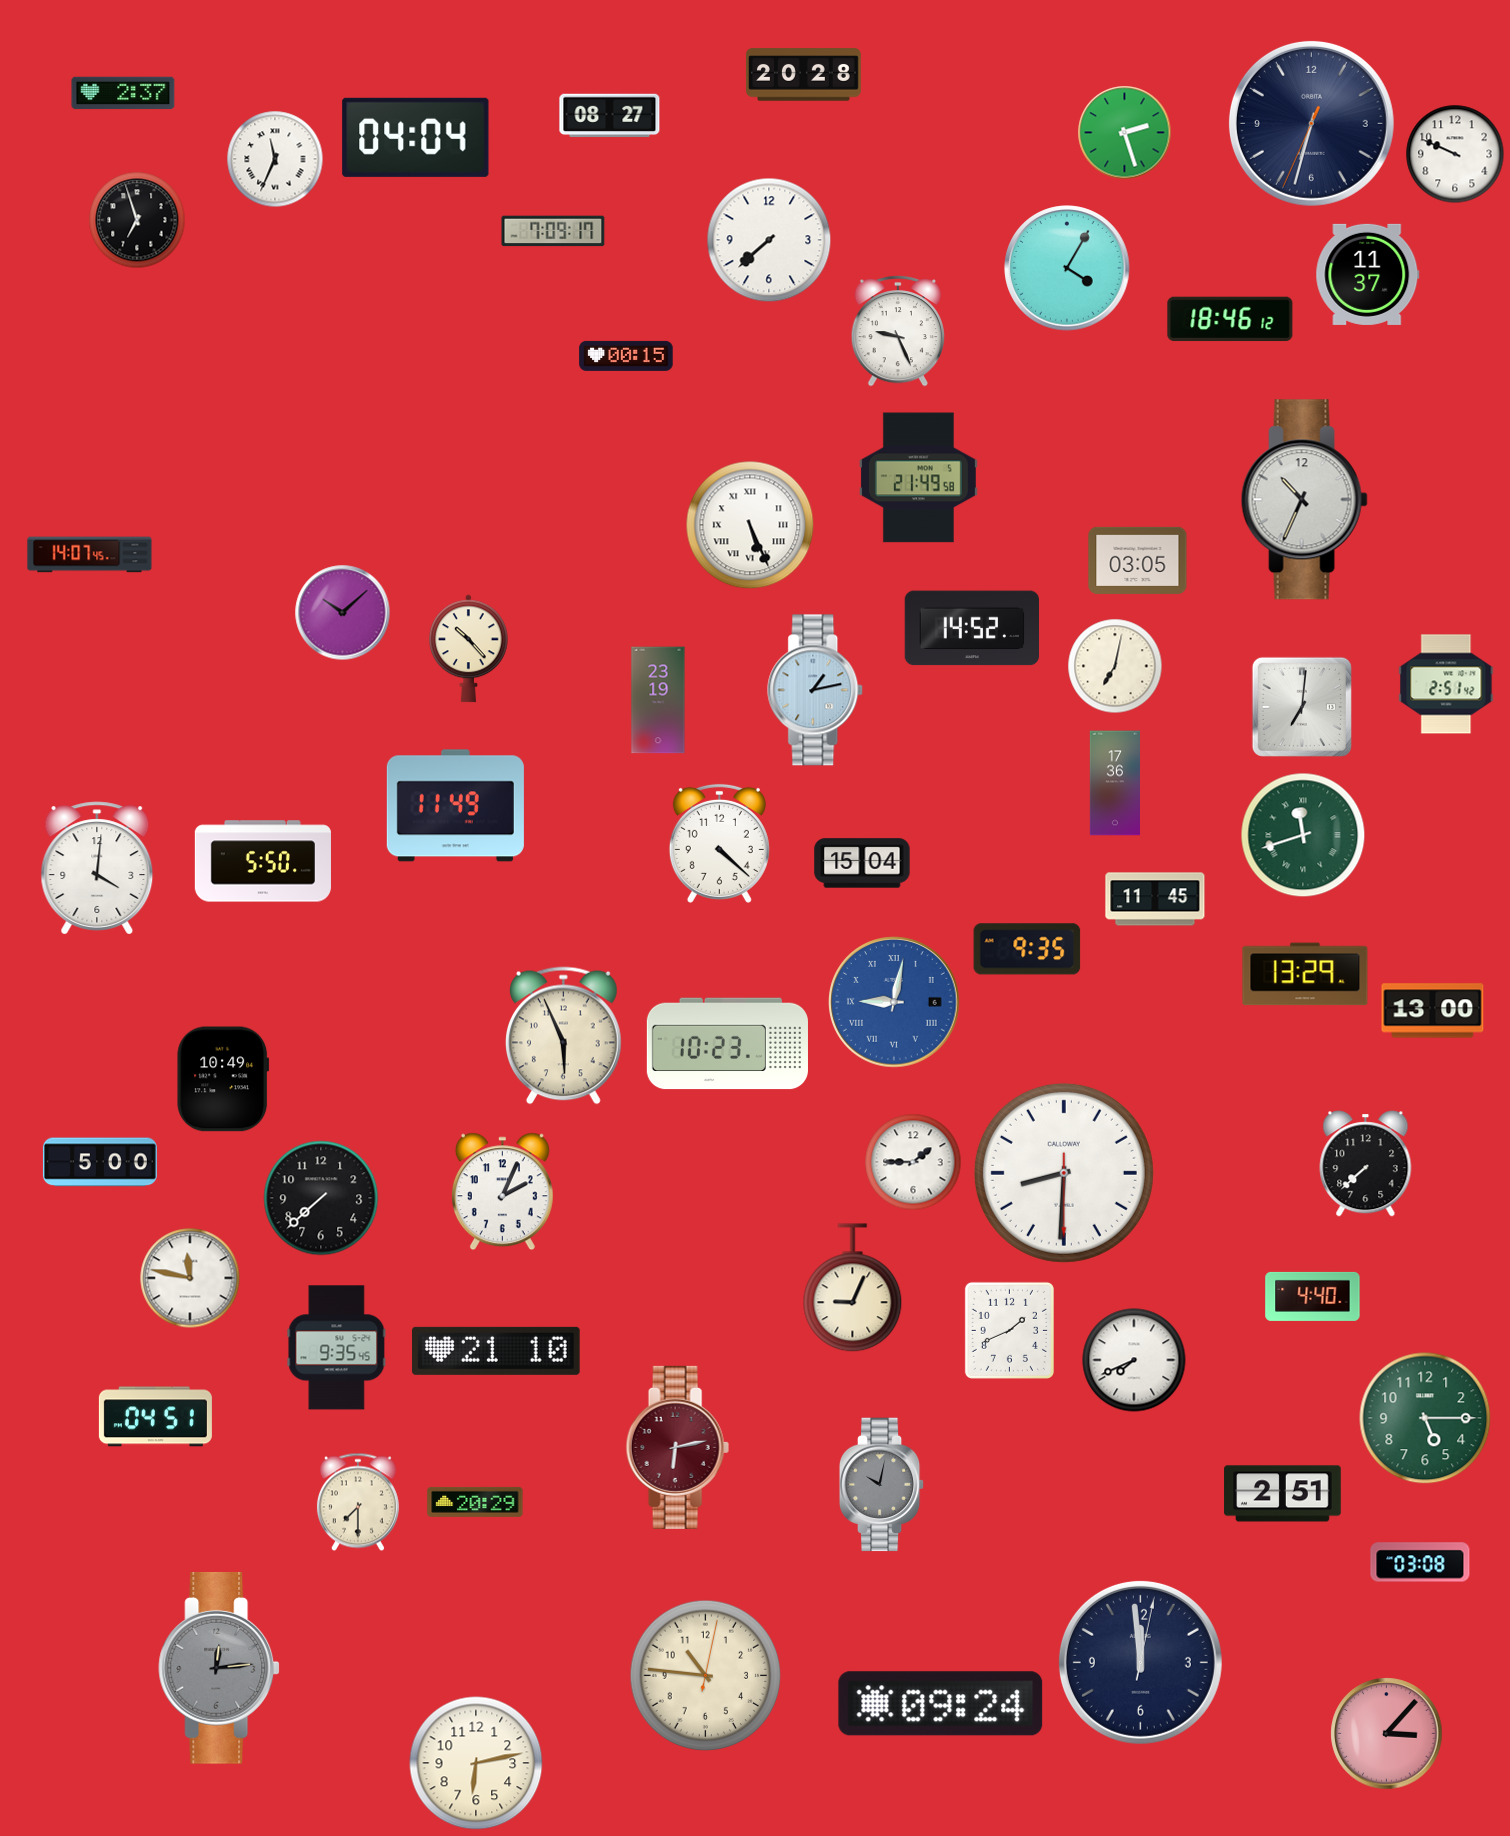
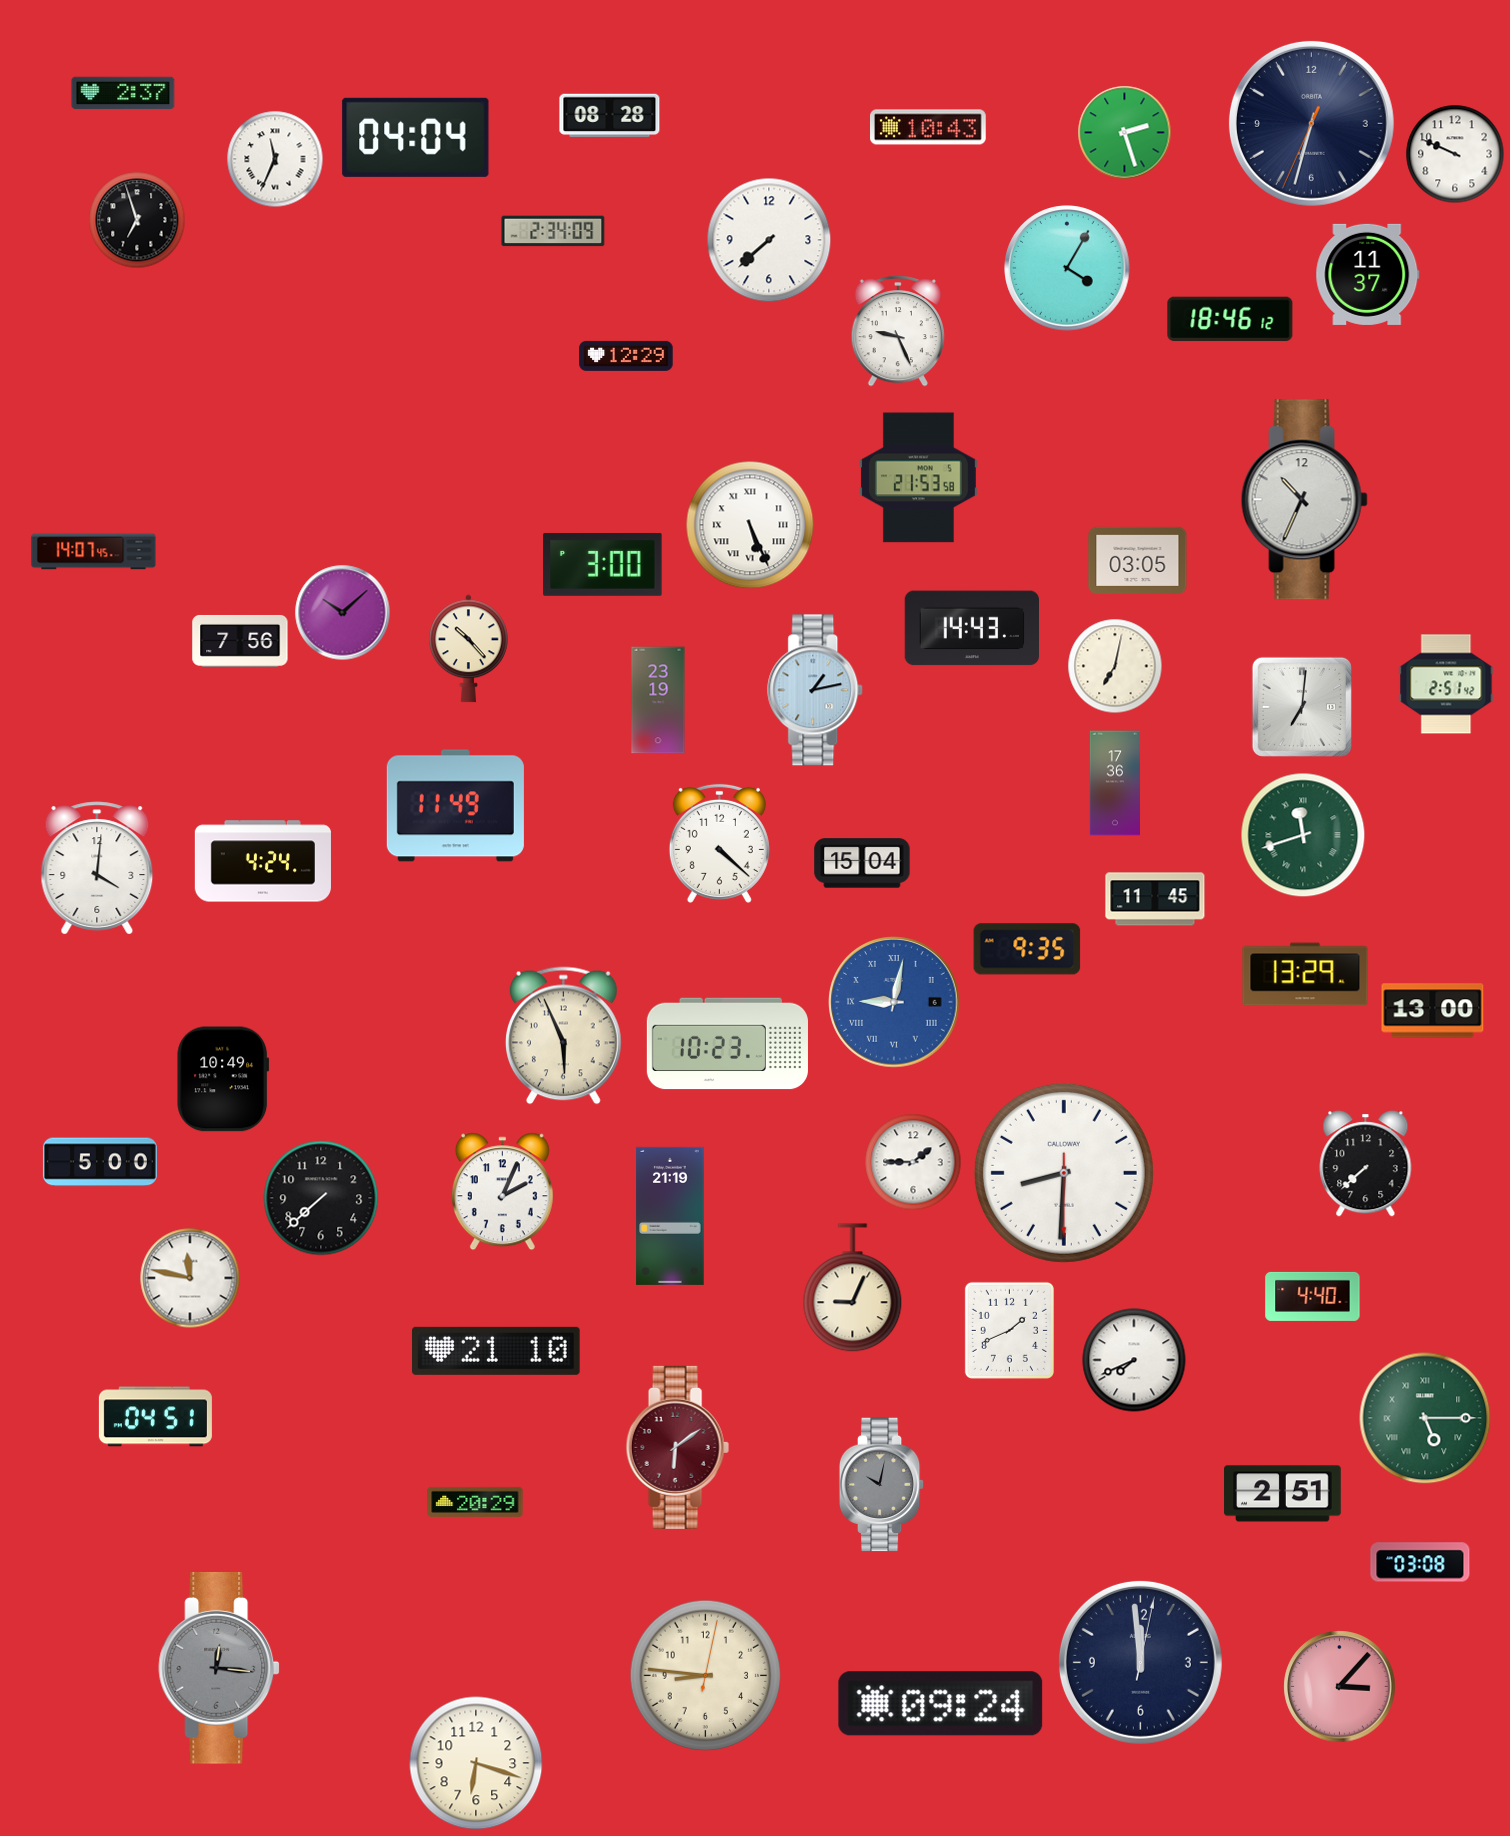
clock at (803, 75): 20:28 -> none
clock at (610, 116): 08:27 -> 08:28
clock at (929, 127): none -> 10:43
clock at (553, 231): 7:09 -> 2:34
clock at (626, 356): 00:15 -> 12:29
clock at (918, 478): 21:49 -> 21:53
clock at (90, 555) position: (90, 555) -> (94, 552)
clock at (603, 564): none -> 3:00
clock at (971, 628): 14:52 -> 14:43
clock at (240, 641): none -> 7:56
clock at (263, 861): 5:50 -> 4:24
clock at (670, 1216): none -> 21:19
clock at (337, 1348): 9:35 -> none
clock at (1425, 1418) numerals: Arabic -> Roman
clock at (677, 1447): 6:13 -> 6:09
clock at (358, 1502): 7:30 -> none
clock at (219, 1668): 12:14 -> 12:16
clock at (706, 1676): 10:46 -> 8:46
clock at (1387, 1734) position: (1387, 1734) -> (1340, 1687)
clock at (476, 1763): 6:13 -> 6:18
